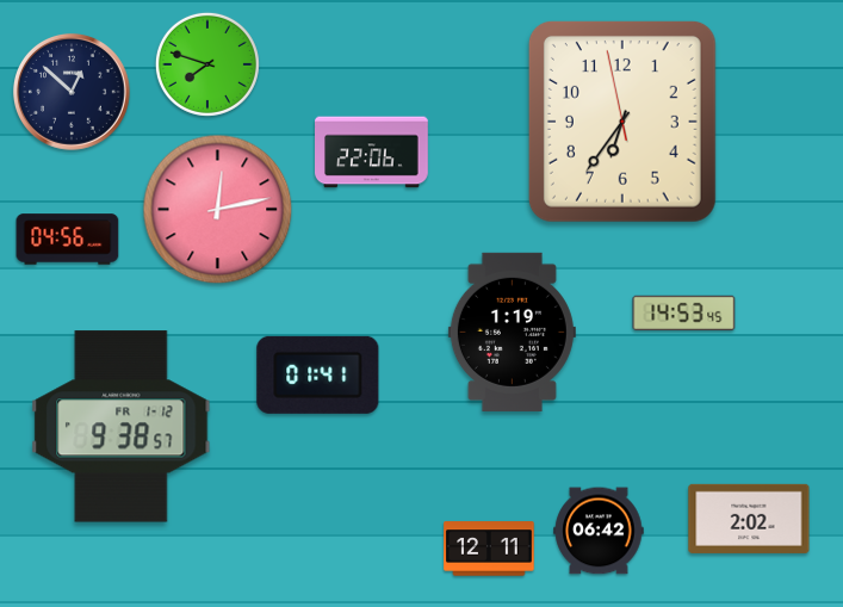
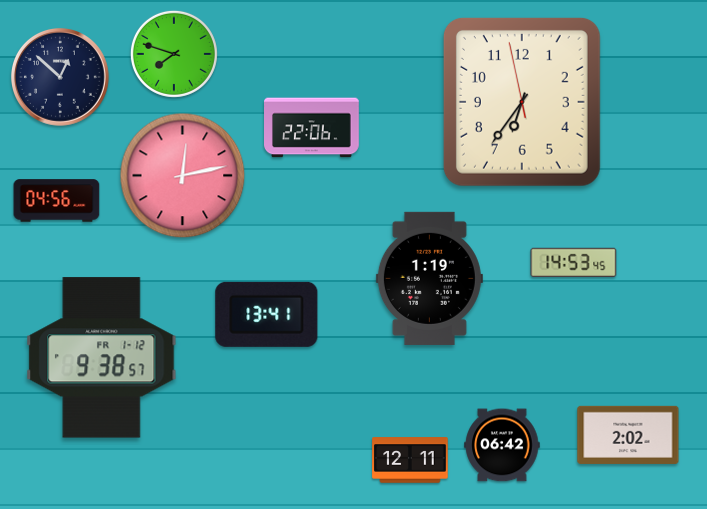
clock at (318, 374): 01:41 -> 13:41
